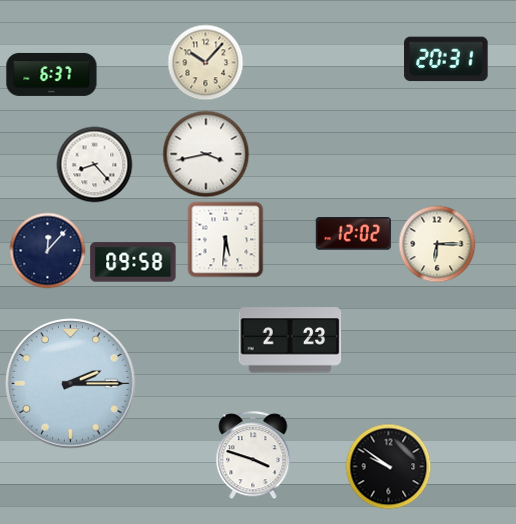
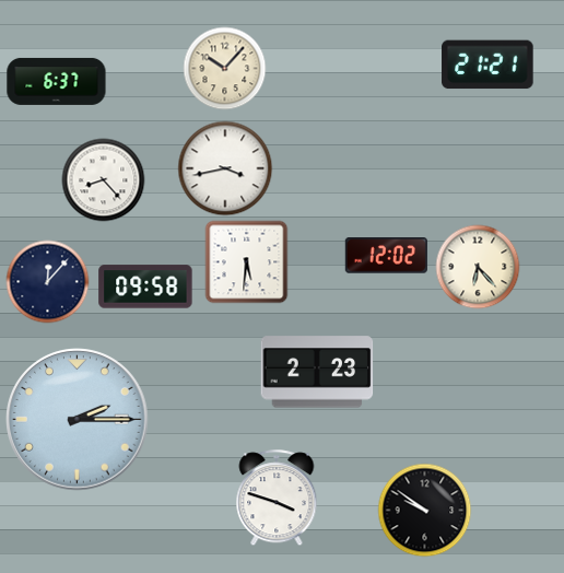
clock at (446, 59): 20:31 -> 21:21
clock at (437, 244): 6:15 -> 6:23
clock at (48, 251) position: (48, 251) -> (48, 282)
